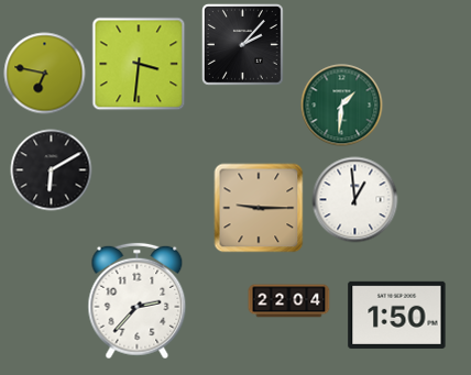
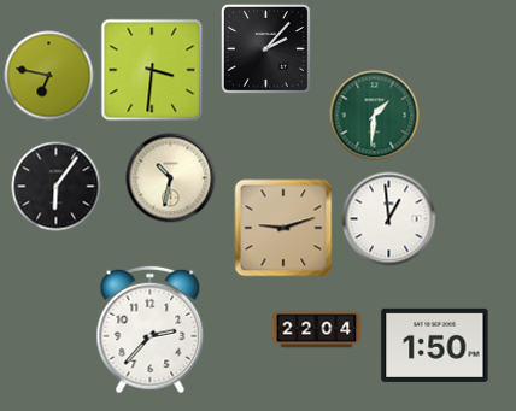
clock at (45, 74) position: (45, 74) -> (49, 76)
clock at (171, 178): none -> 10:32
clock at (52, 170): 6:10 -> 6:06
clock at (259, 208): 9:15 -> 9:12
